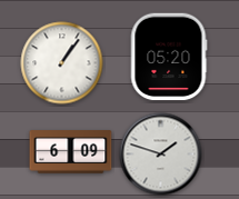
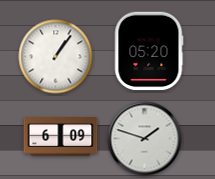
clock at (169, 57) position: (169, 57) -> (149, 51)
clock at (71, 152) position: (71, 152) -> (61, 137)
